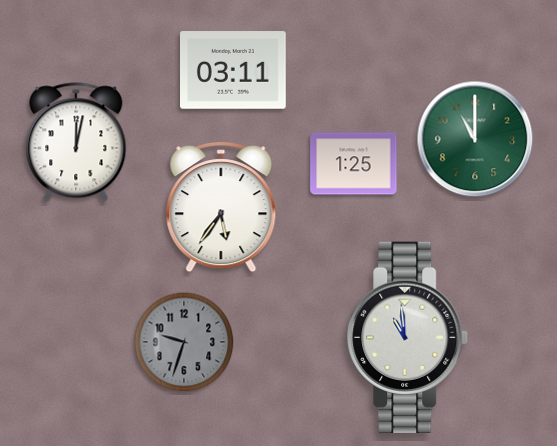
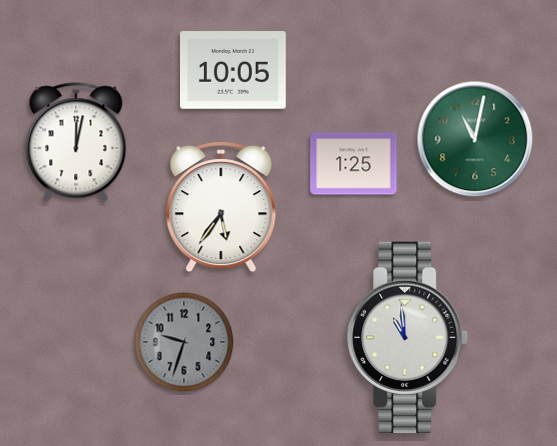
clock at (234, 70): 03:11 -> 10:05
clock at (475, 139): 11:00 -> 11:02
